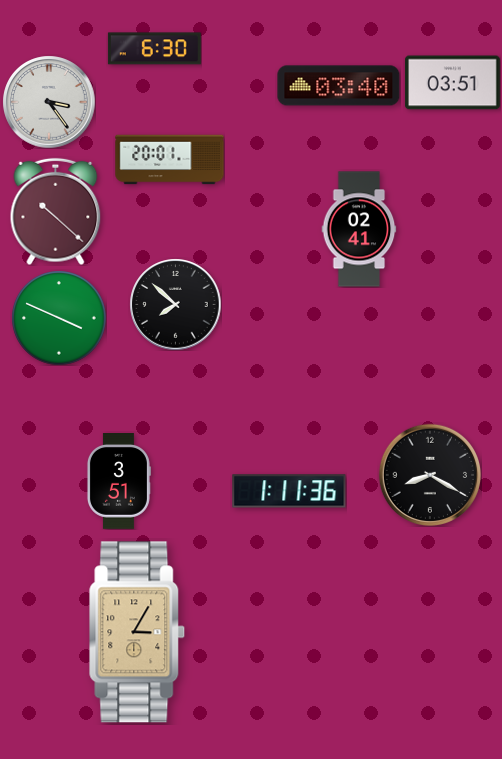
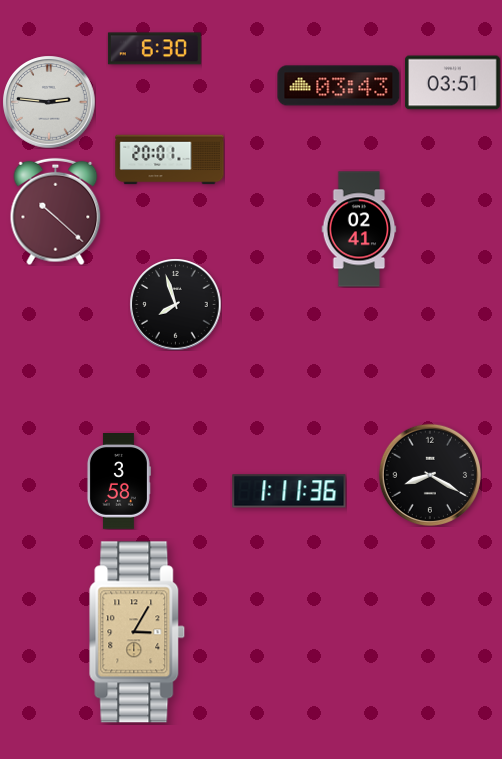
clock at (339, 86): 03:40 -> 03:43
clock at (49, 102): 3:24 -> 2:46
clock at (175, 304): 7:52 -> 7:57
clock at (59, 318): 3:49 -> none
clock at (118, 482): 3:51 -> 3:58
